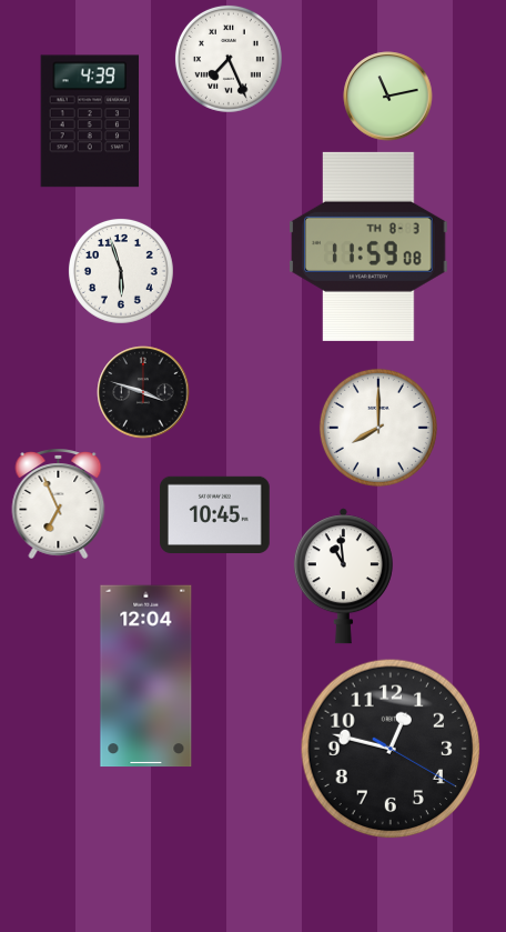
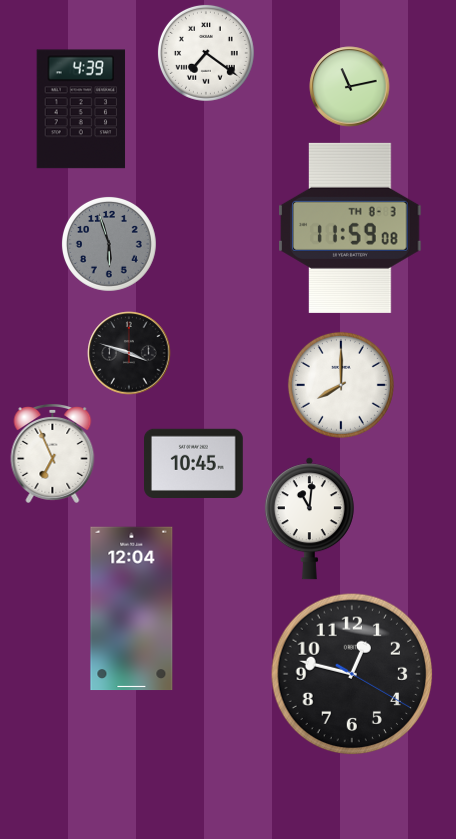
clock at (229, 59): 7:26 -> 7:21
clock at (368, 247) position: (368, 247) -> (350, 228)
clock at (121, 271) dial: white -> grey
clock at (343, 577): 10:59 -> 11:01
